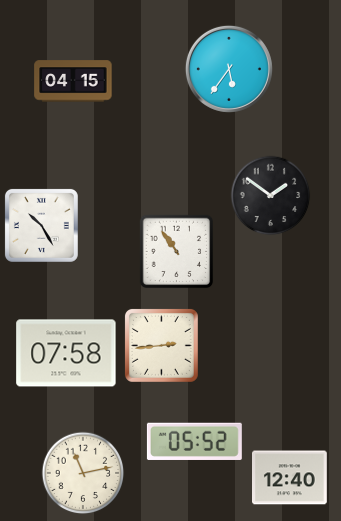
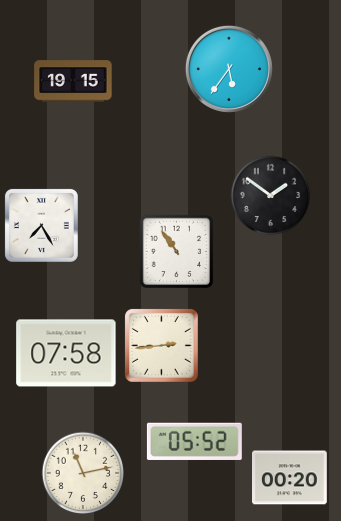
clock at (73, 81): 04:15 -> 19:15
clock at (41, 225): 10:25 -> 7:25
clock at (290, 478): 12:40 -> 00:20
